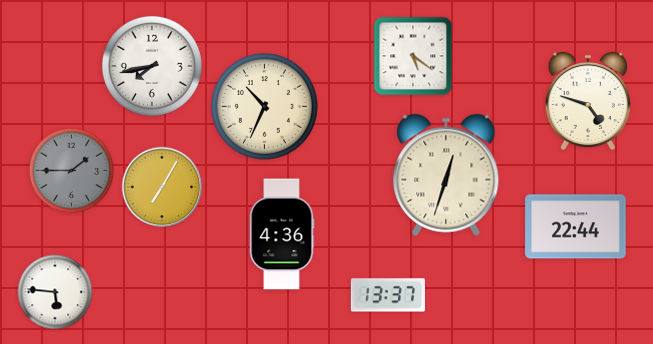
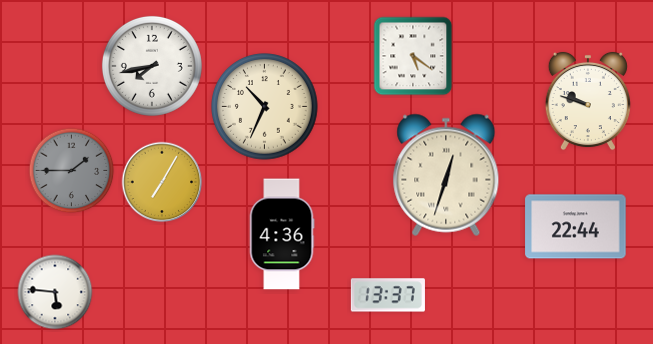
clock at (588, 101): 4:48 -> 9:48
clock at (162, 187) position: (162, 187) -> (162, 182)
